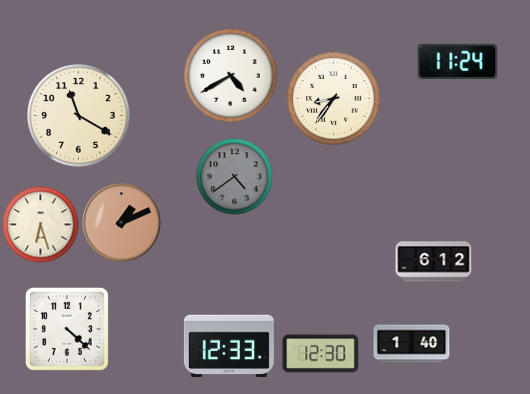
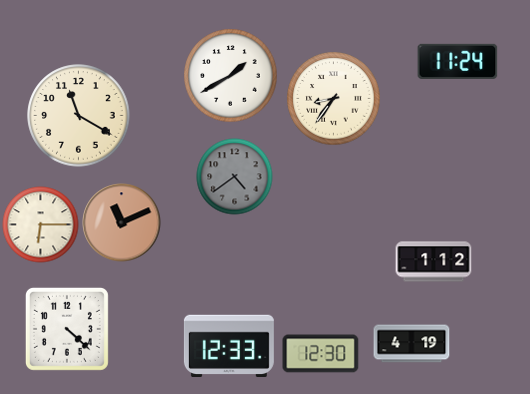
clock at (231, 76): 4:40 -> 1:40
clock at (122, 223): 1:11 -> 11:11
clock at (41, 225): 6:27 -> 6:15
clock at (434, 262): 6:12 -> 1:12
clock at (412, 344): 1:40 -> 4:19
